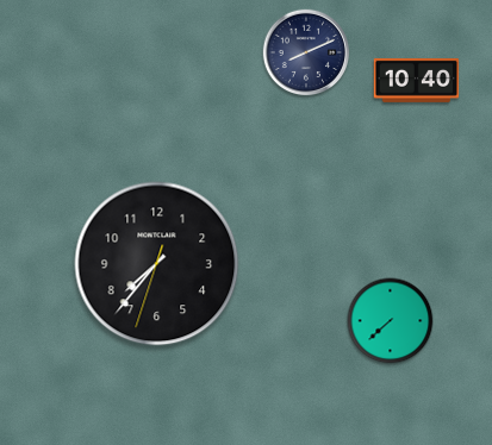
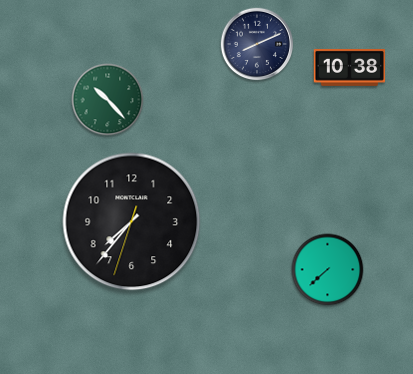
clock at (417, 80): 10:40 -> 10:38
clock at (108, 100): none -> 10:23
